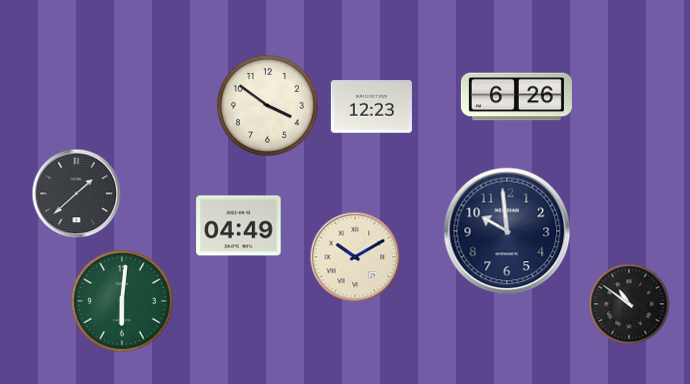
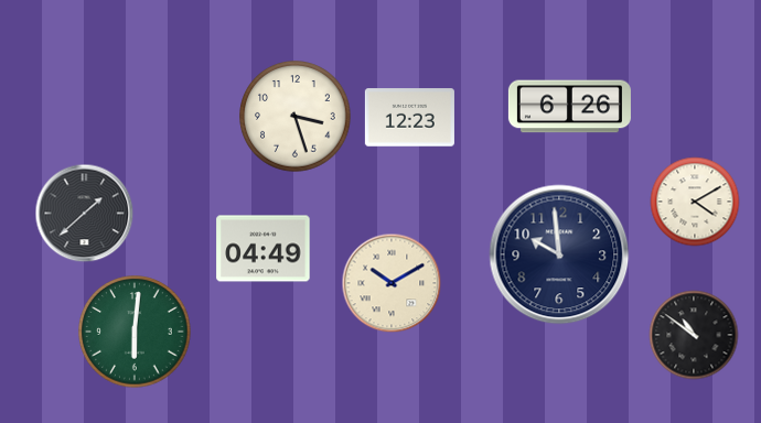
clock at (268, 106): 3:51 -> 3:27
clock at (695, 202): none -> 4:10
